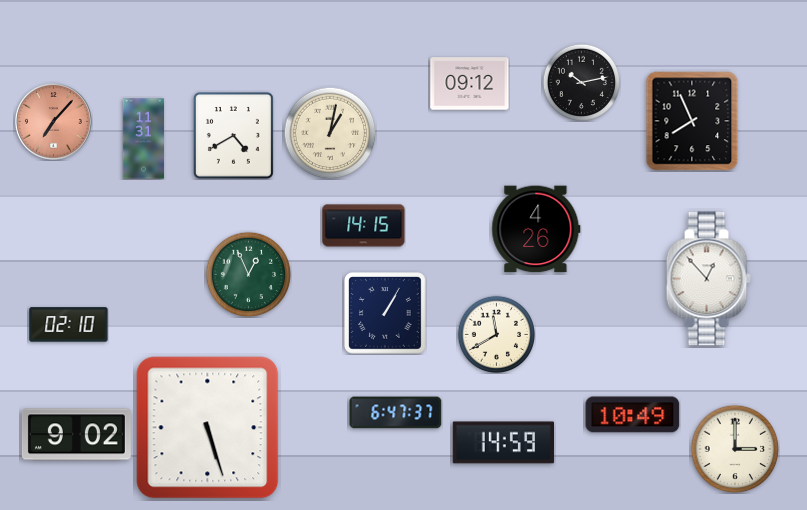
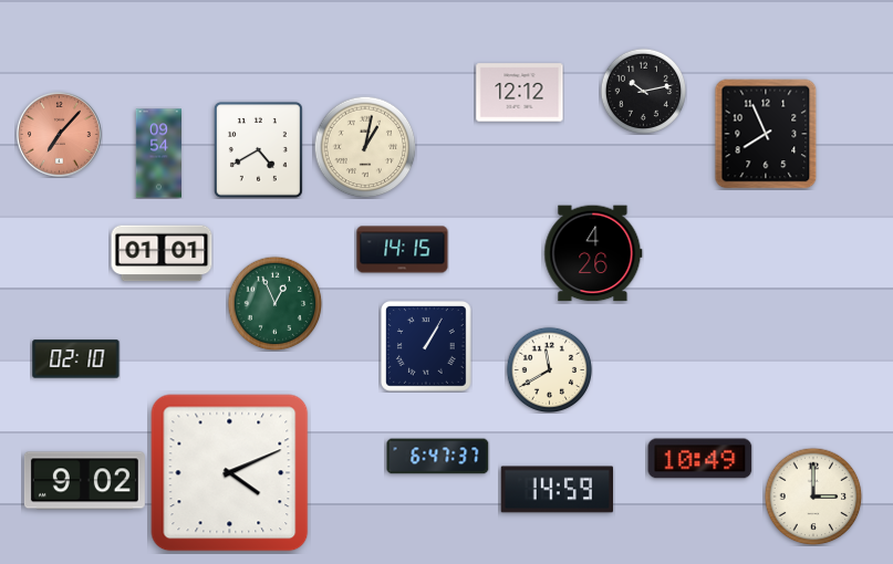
clock at (470, 84): 09:12 -> 12:12
clock at (143, 139): 11:31 -> 09:54
clock at (162, 253): none -> 01:01
clock at (708, 279): 12:53 -> none
clock at (208, 428): 5:27 -> 4:11
